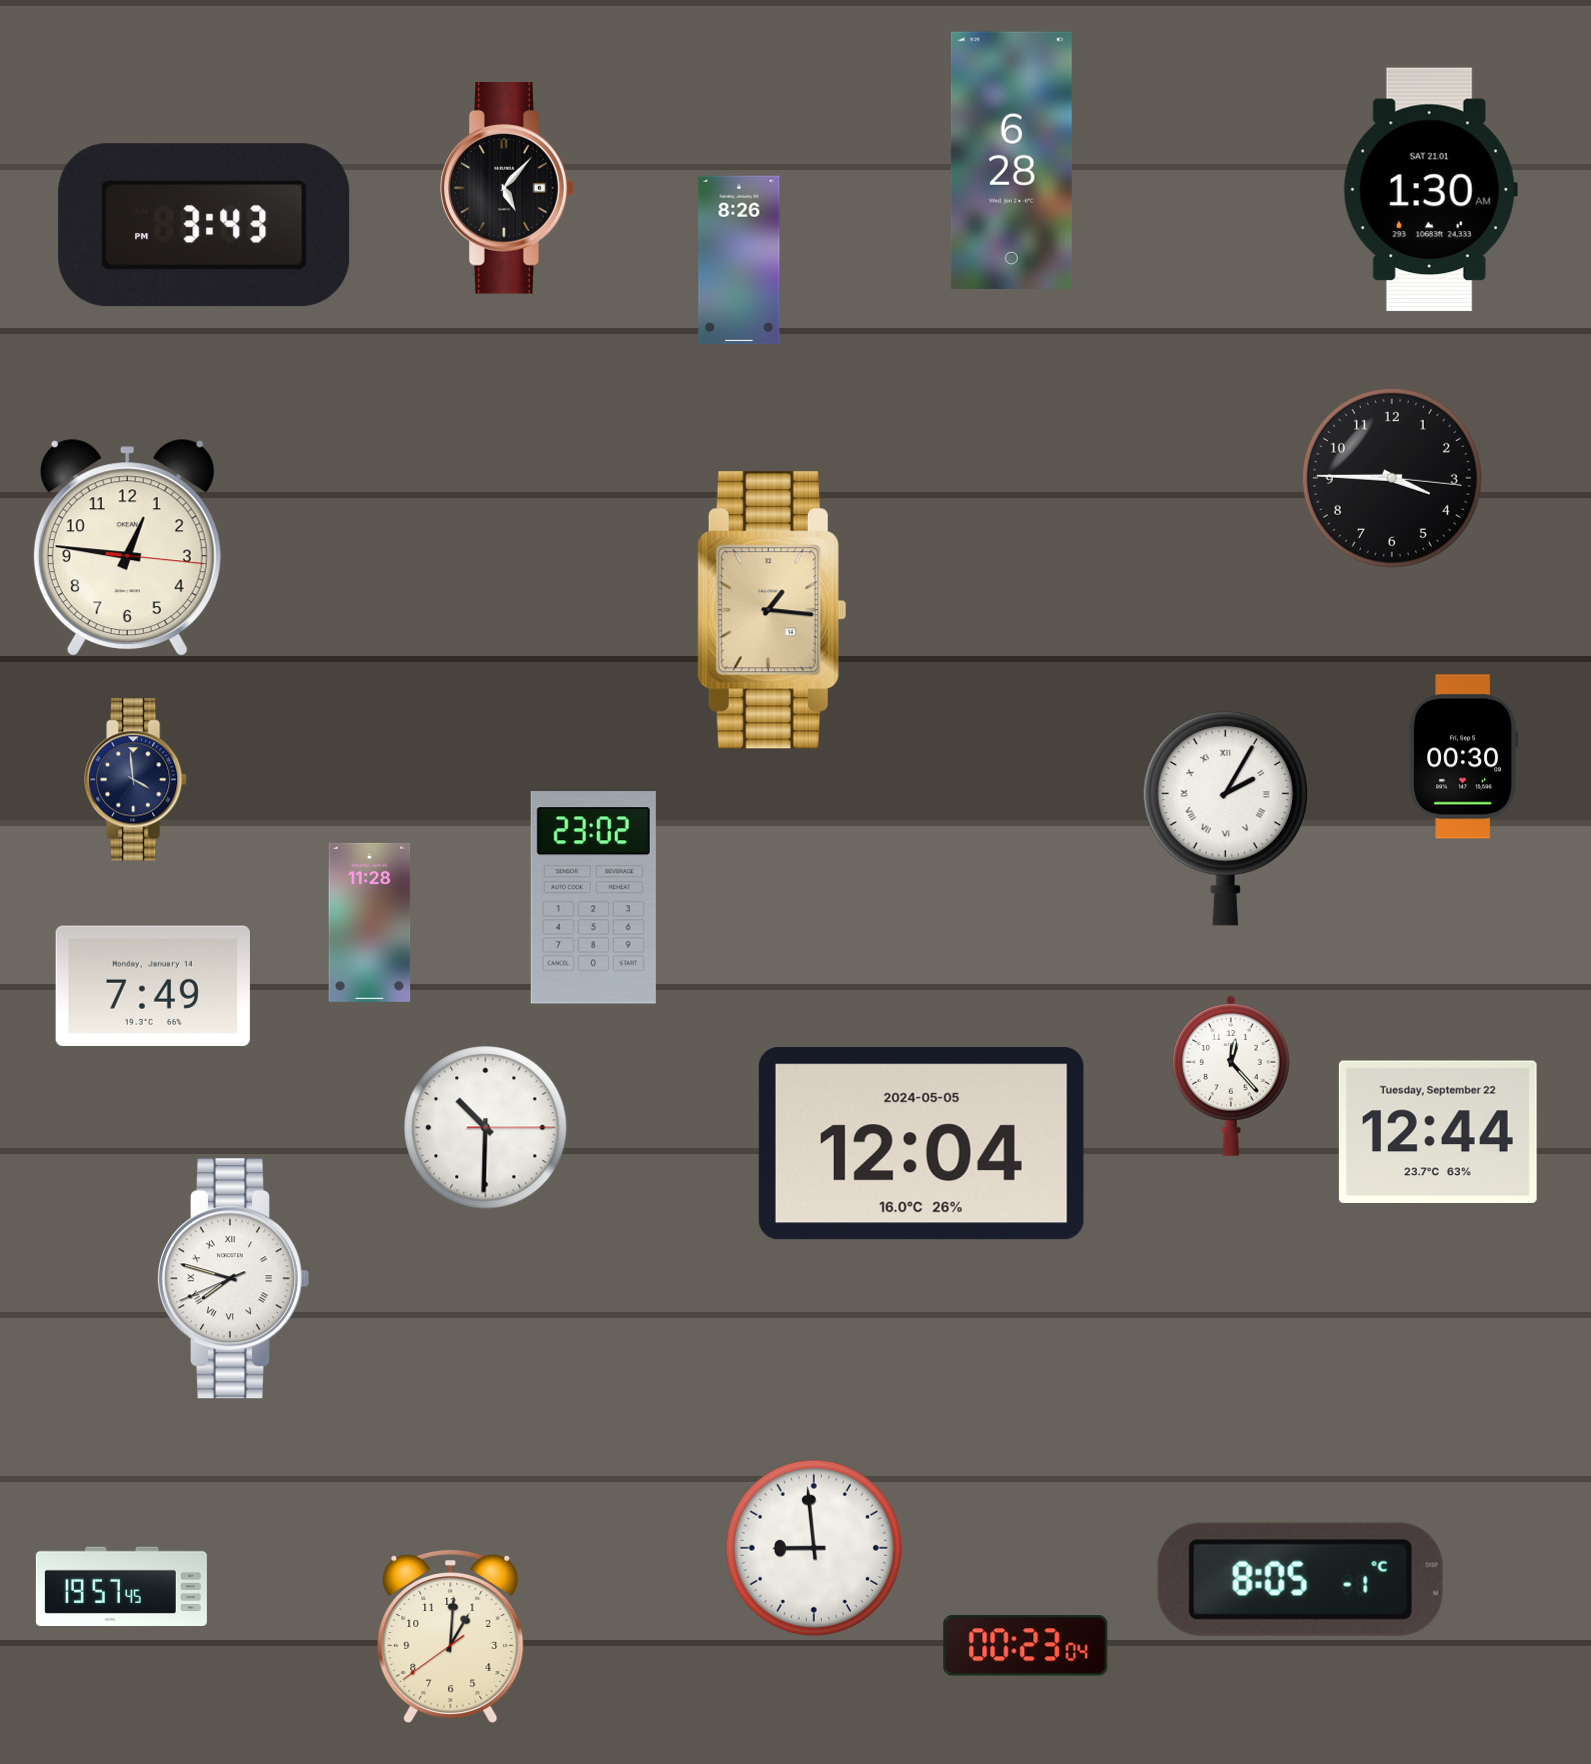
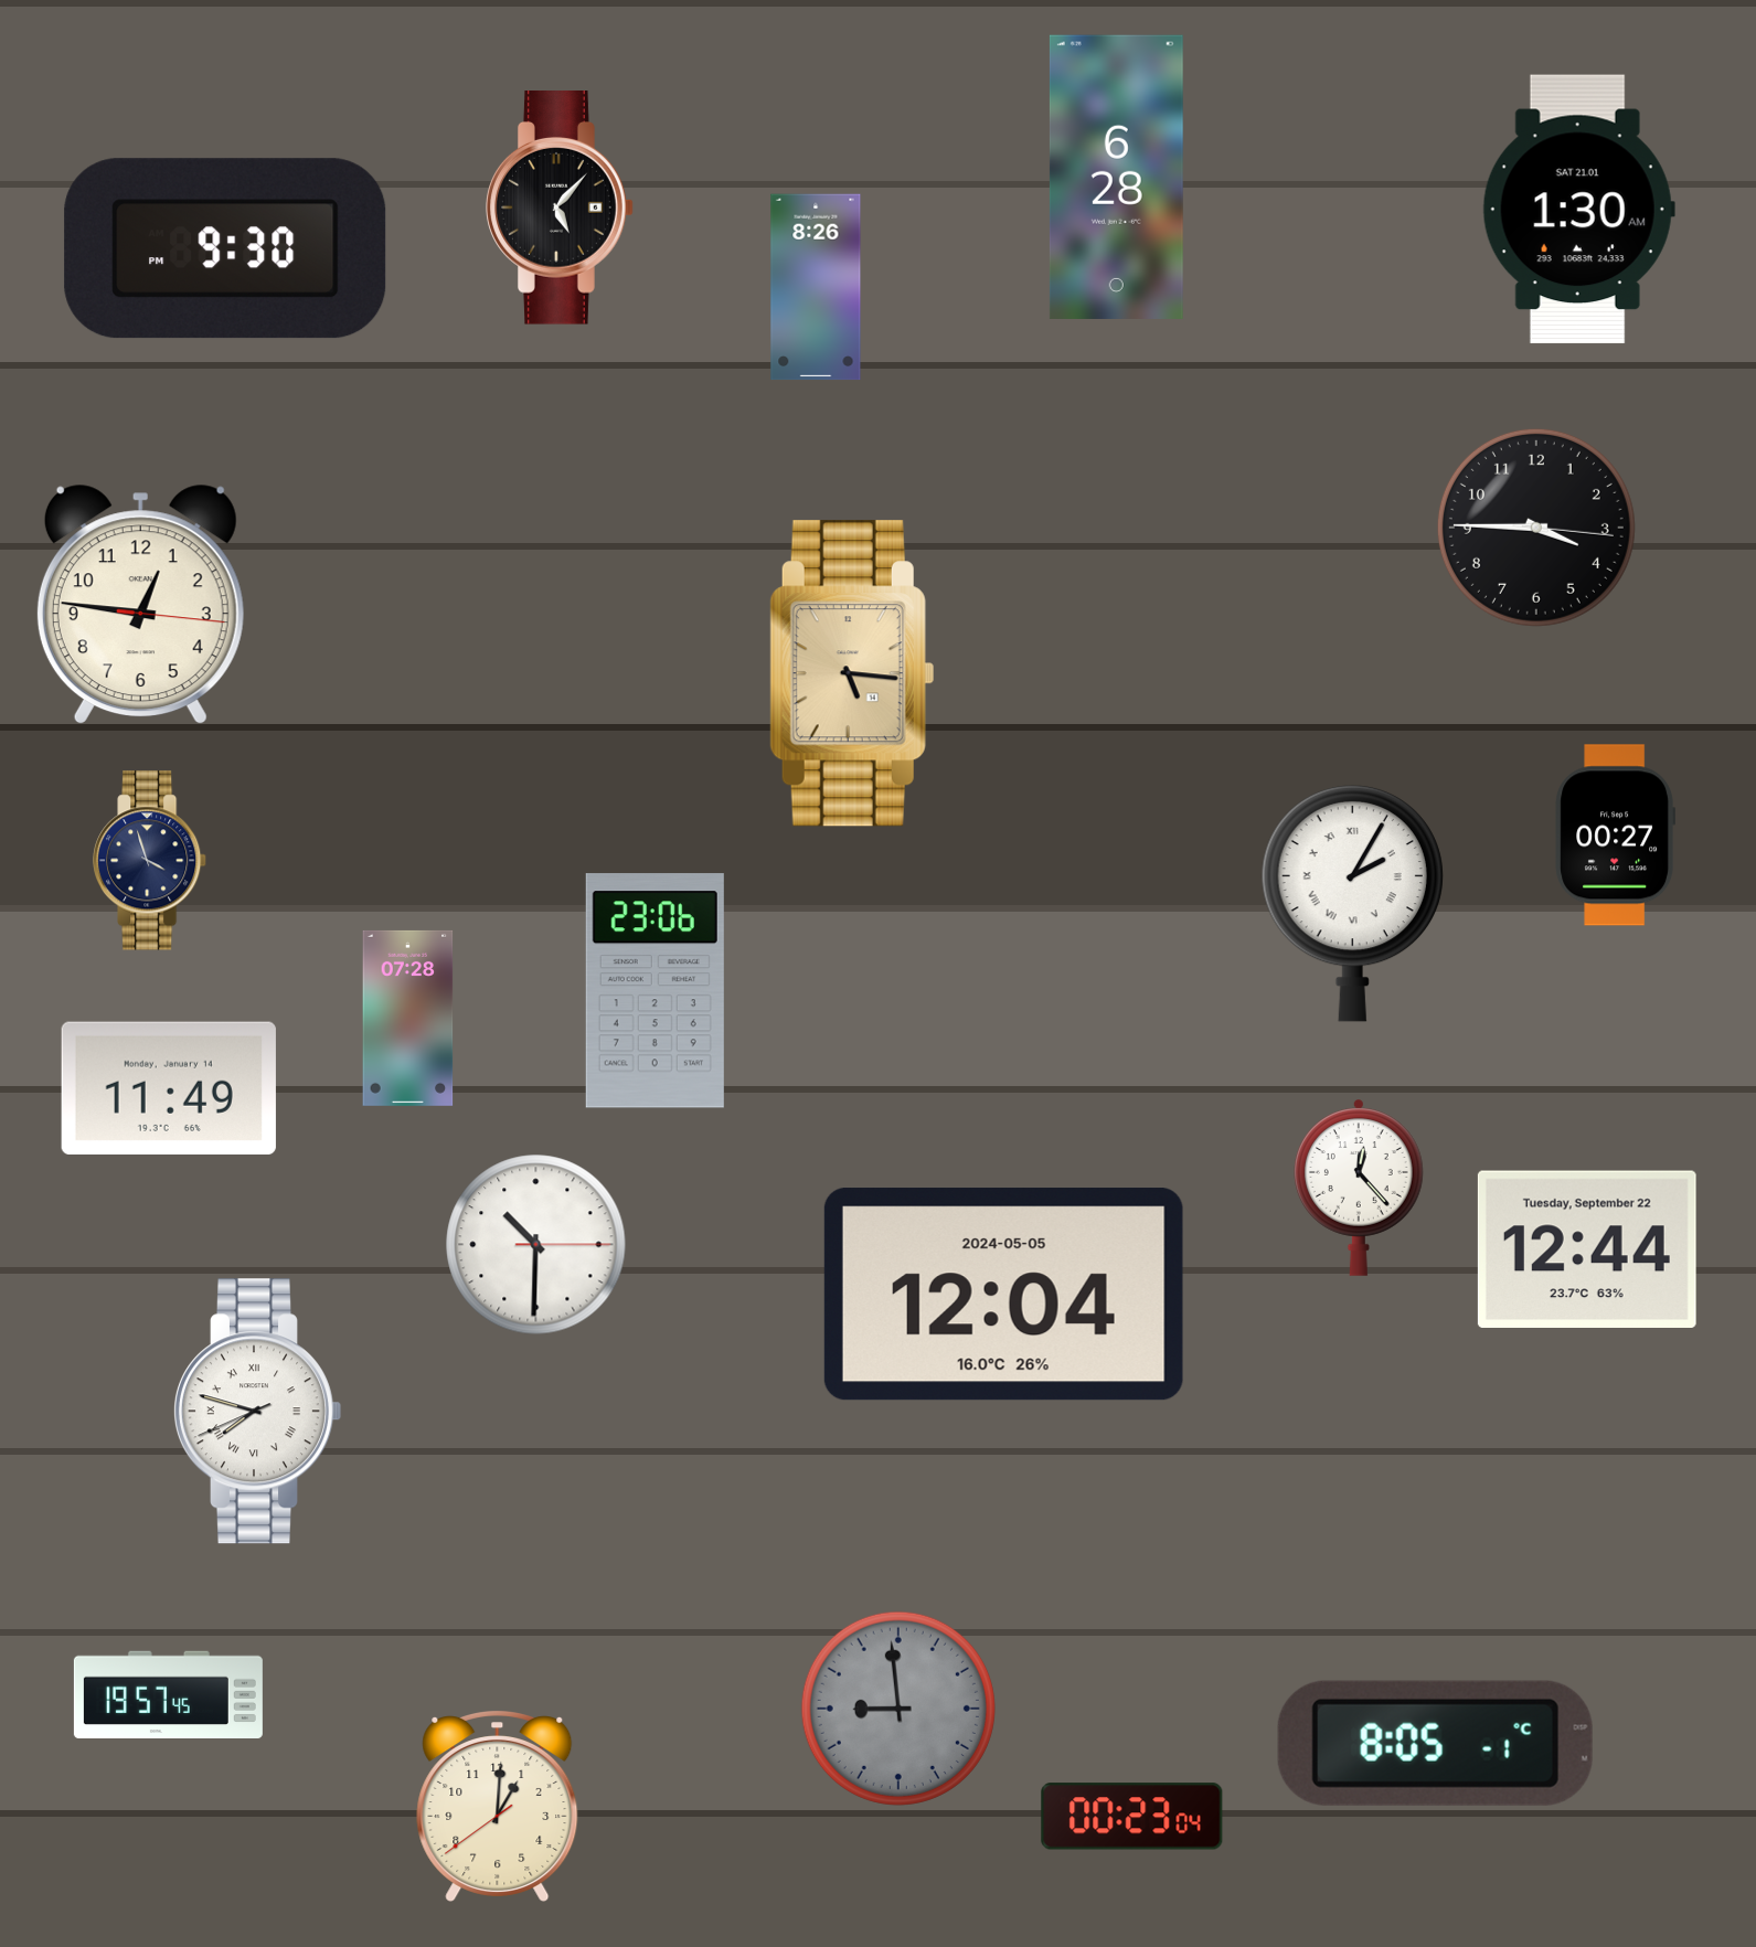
clock at (204, 225): 3:43 -> 9:30
clock at (772, 610): 1:16 -> 5:16
clock at (1464, 757): 00:30 -> 00:27
clock at (136, 780): 3:59 -> 3:57
clock at (593, 898): 23:02 -> 23:06
clock at (370, 922): 11:28 -> 07:28
clock at (153, 986): 7:49 -> 11:49
clock at (921, 1144) position: (921, 1144) -> (1003, 1295)
clock at (814, 1548) dial: white -> grey
clock at (121, 1586) position: (121, 1586) -> (168, 1694)
